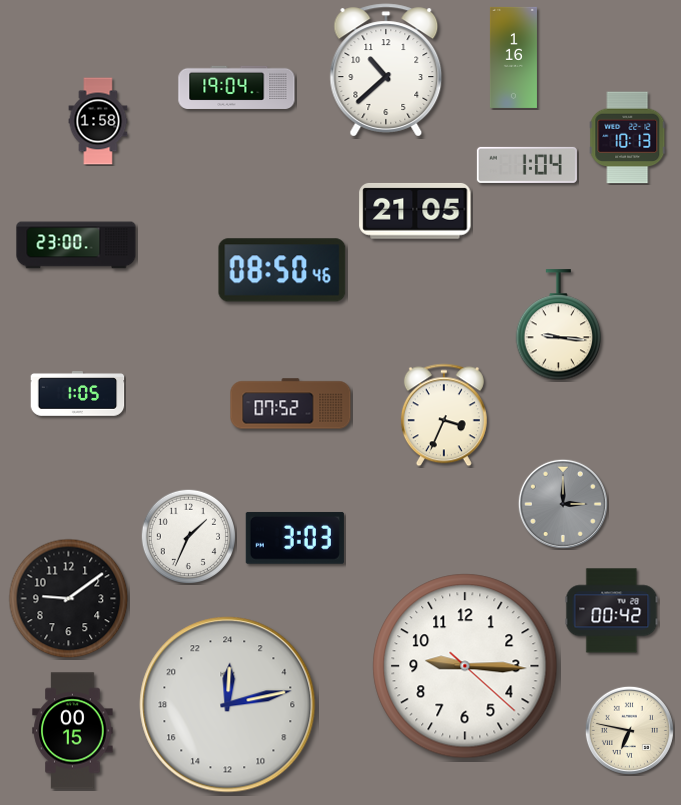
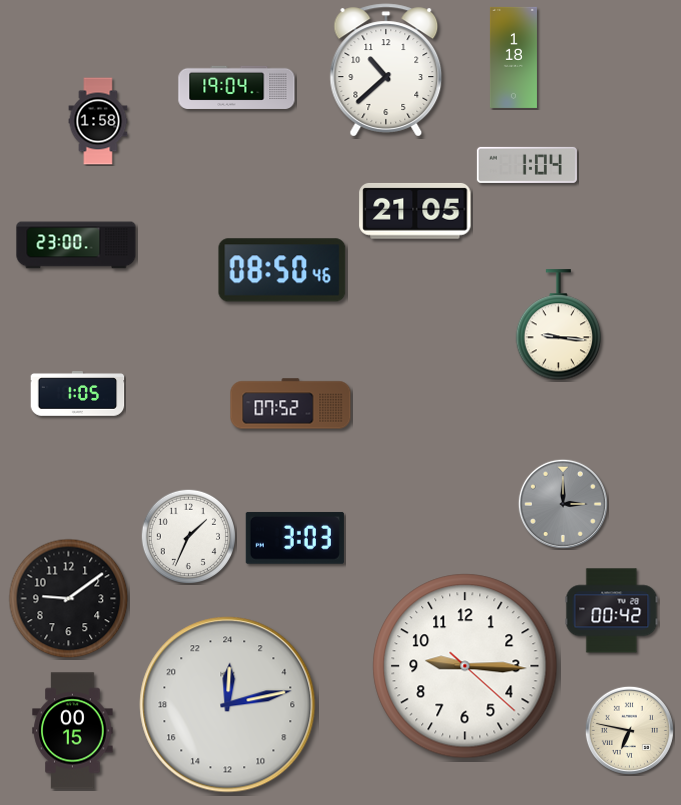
clock at (513, 57): 1:16 -> 1:18
clock at (628, 138): 10:13 -> none
clock at (444, 415): 3:34 -> none
